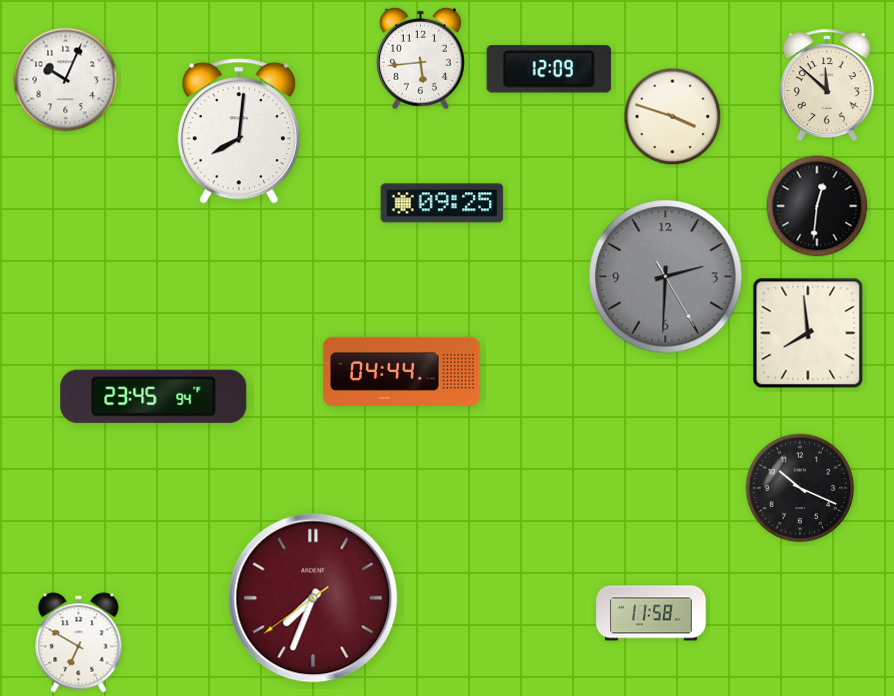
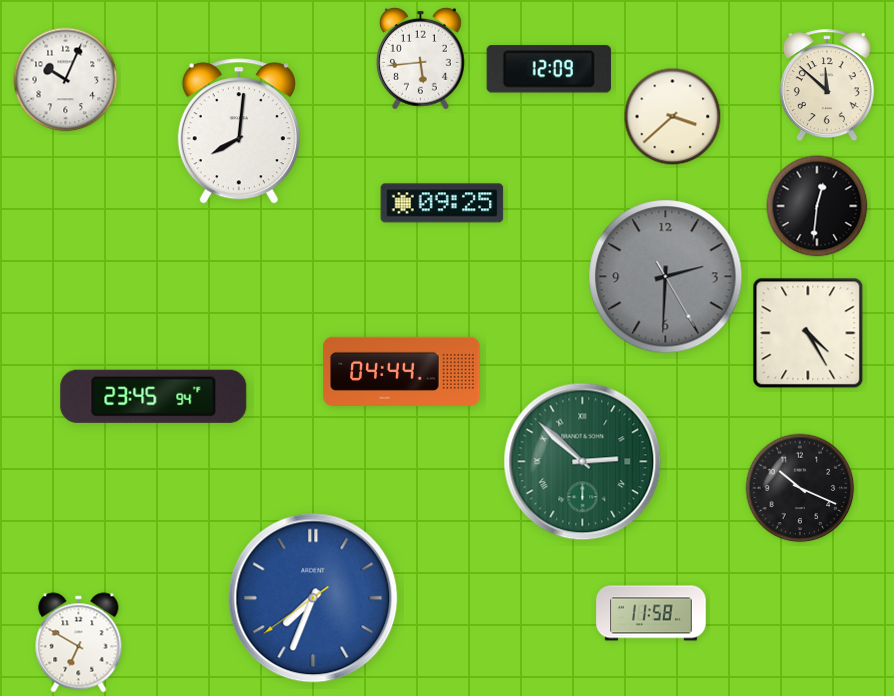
clock at (673, 117): 3:48 -> 3:38
clock at (808, 333): 7:59 -> 4:25
clock at (583, 462): none -> 2:52
clock at (313, 598) dial: burgundy -> blue
